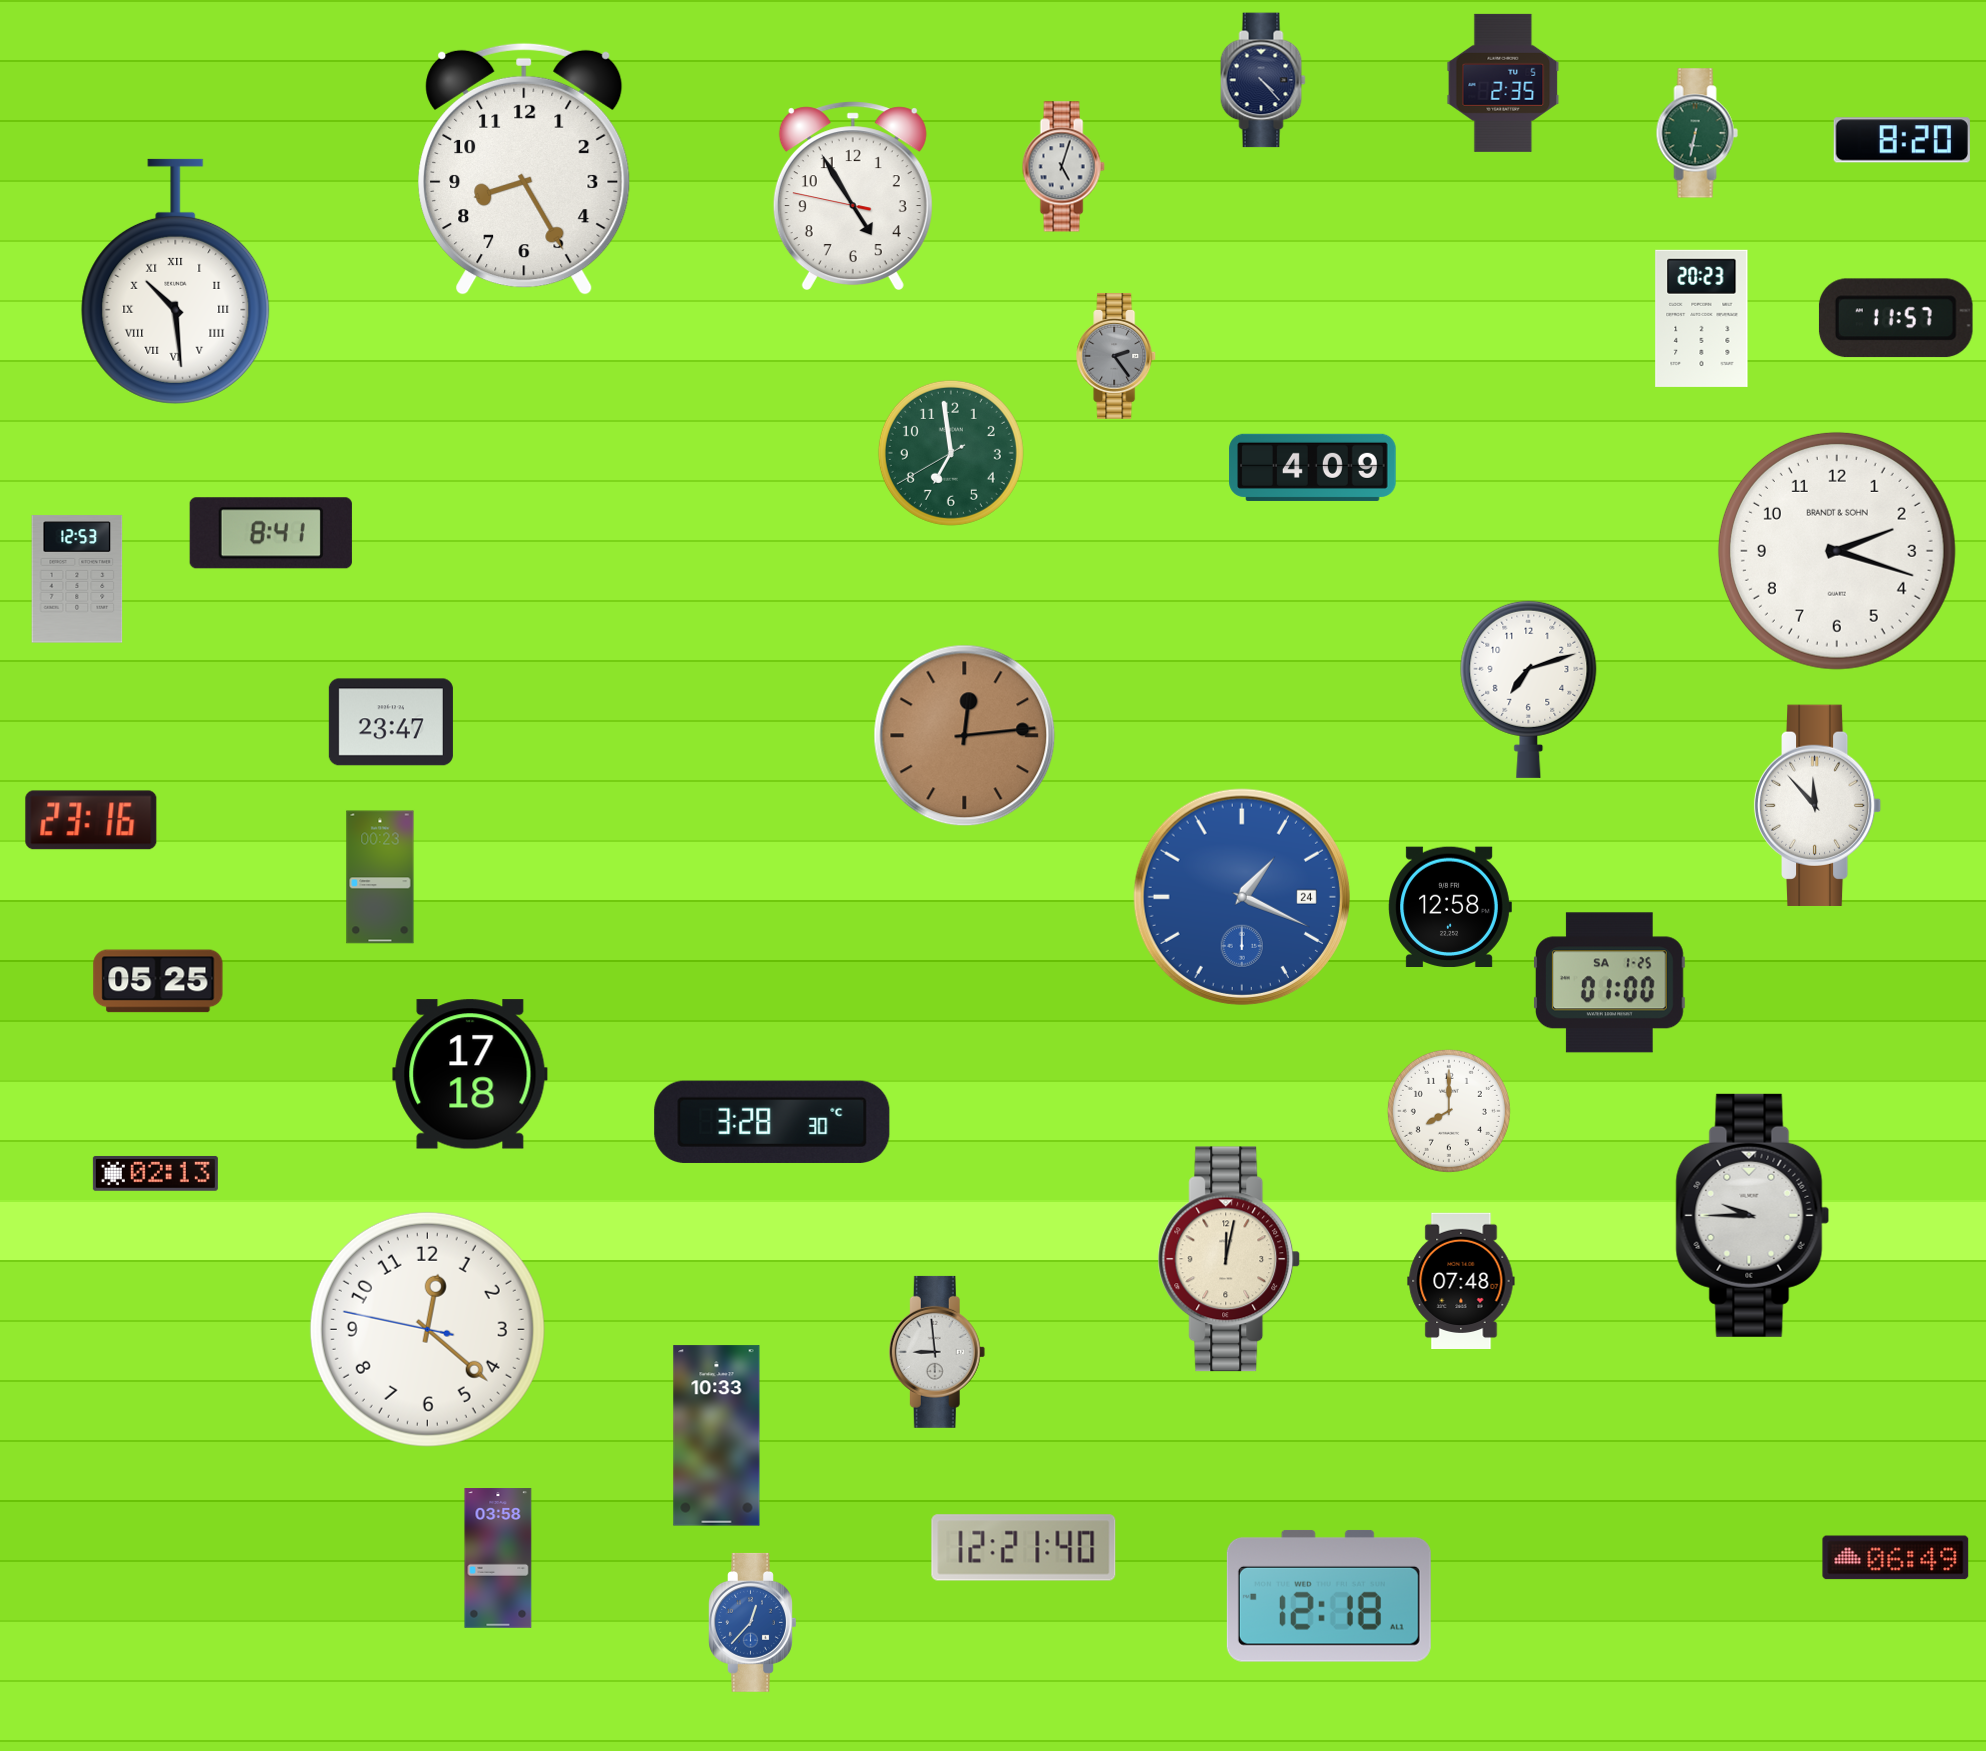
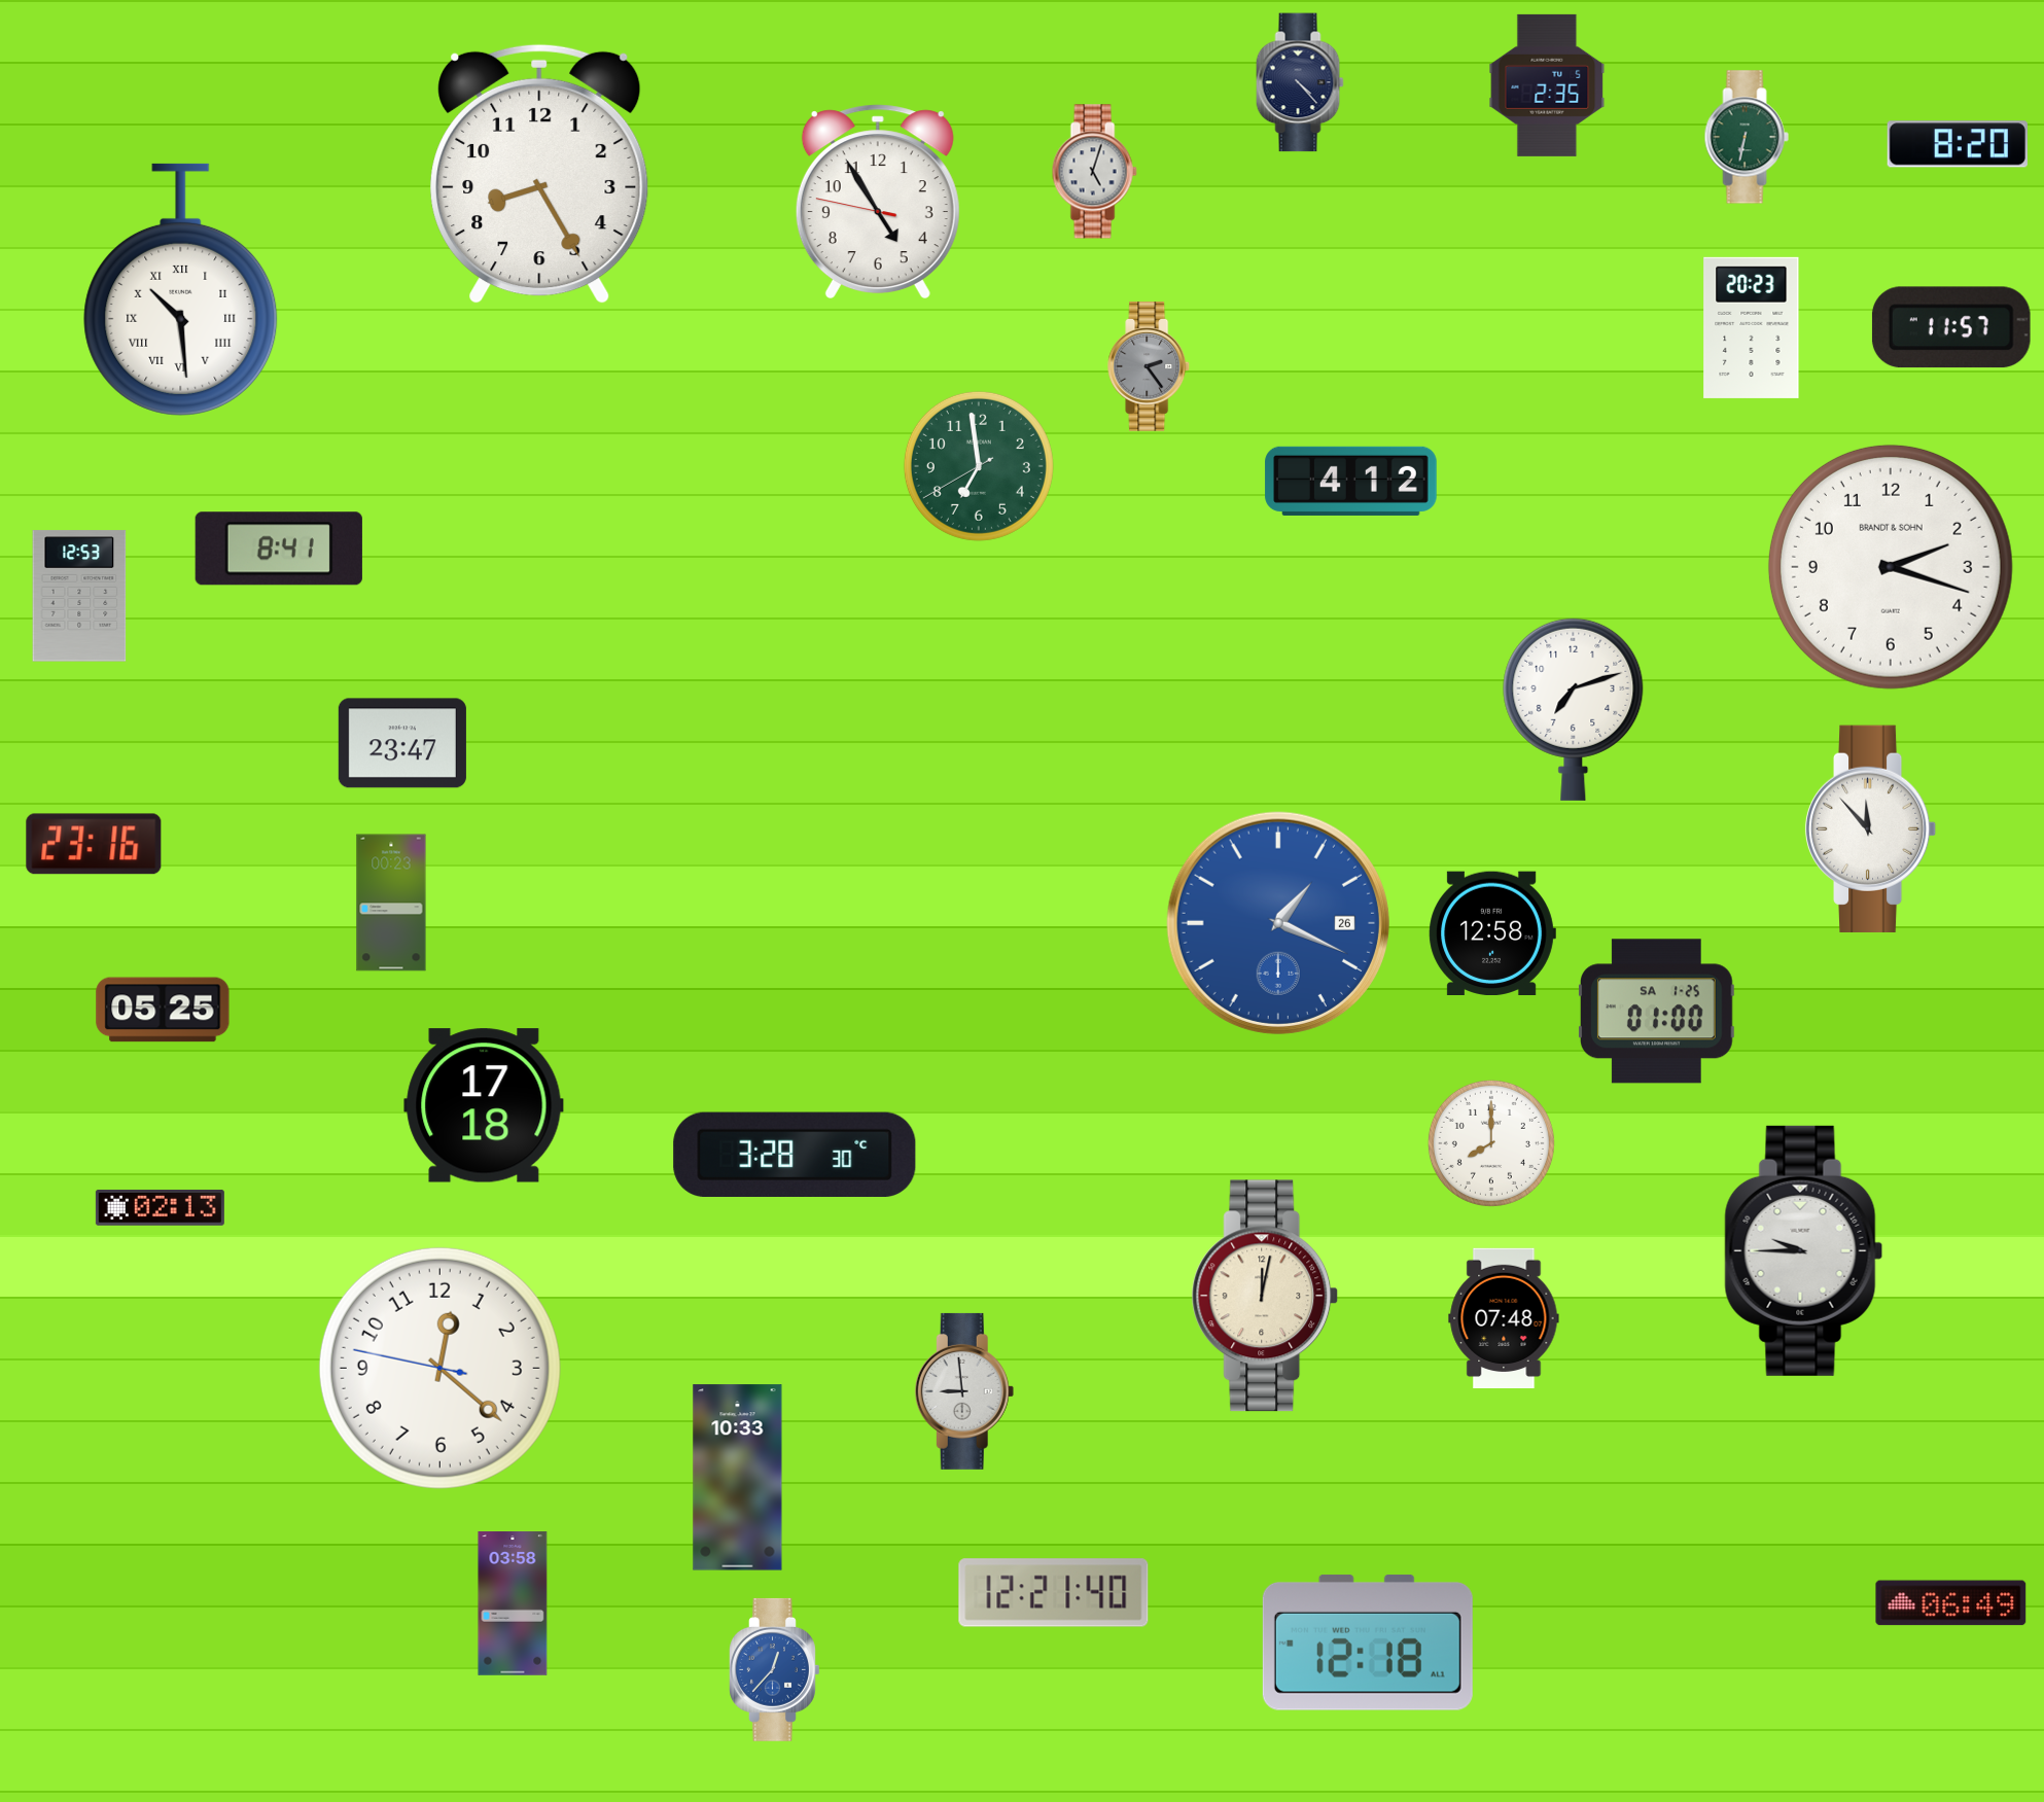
clock at (1313, 467): 4:09 -> 4:12
clock at (965, 736): 12:14 -> none
clock at (1242, 897) date: 24 -> 26
